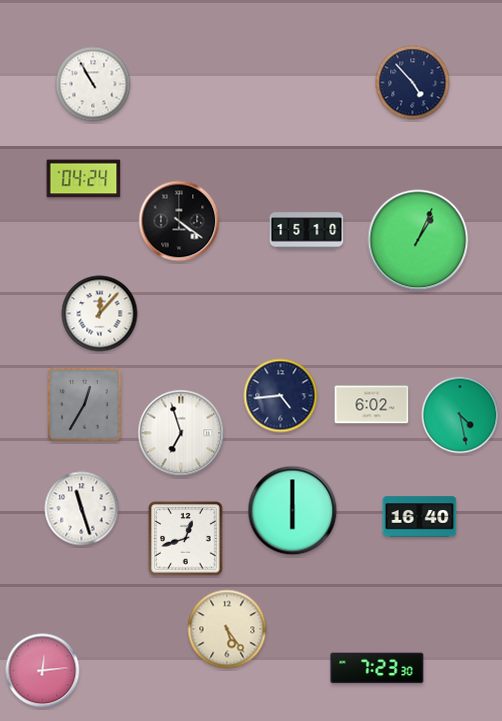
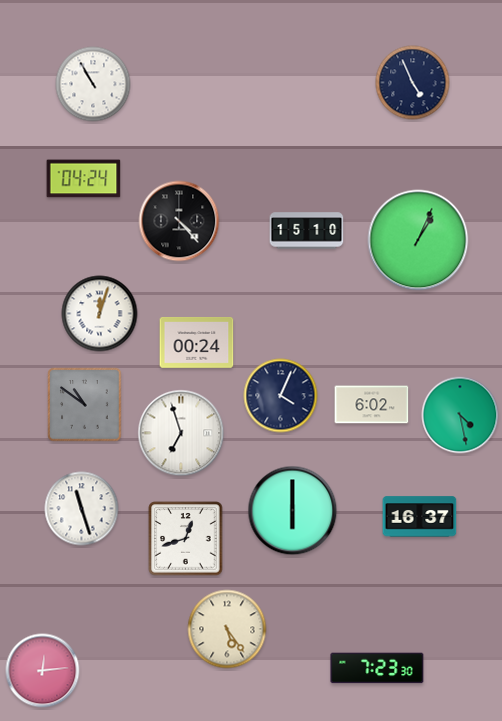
clock at (413, 83): 4:53 -> 4:56
clock at (179, 221): 4:21 -> 4:23
clock at (100, 314): 12:07 -> 12:03
clock at (197, 342): none -> 00:24
clock at (281, 396): 4:44 -> 4:04
clock at (85, 405): 12:35 -> 10:51
clock at (420, 517): 16:40 -> 16:37
